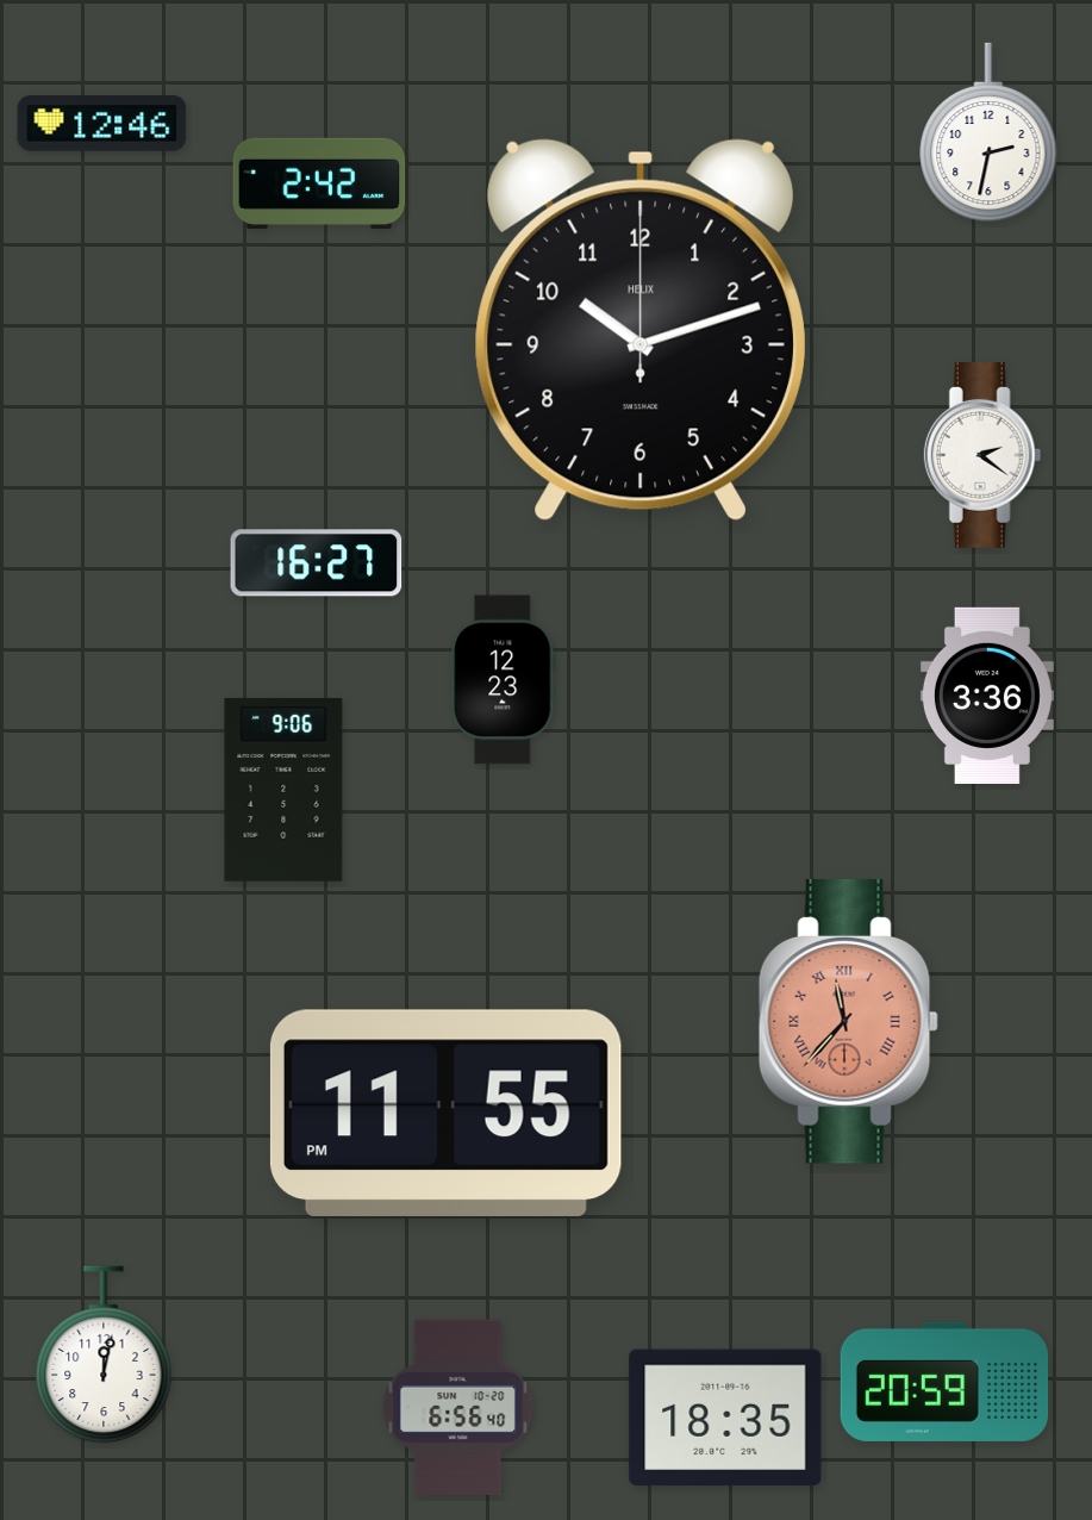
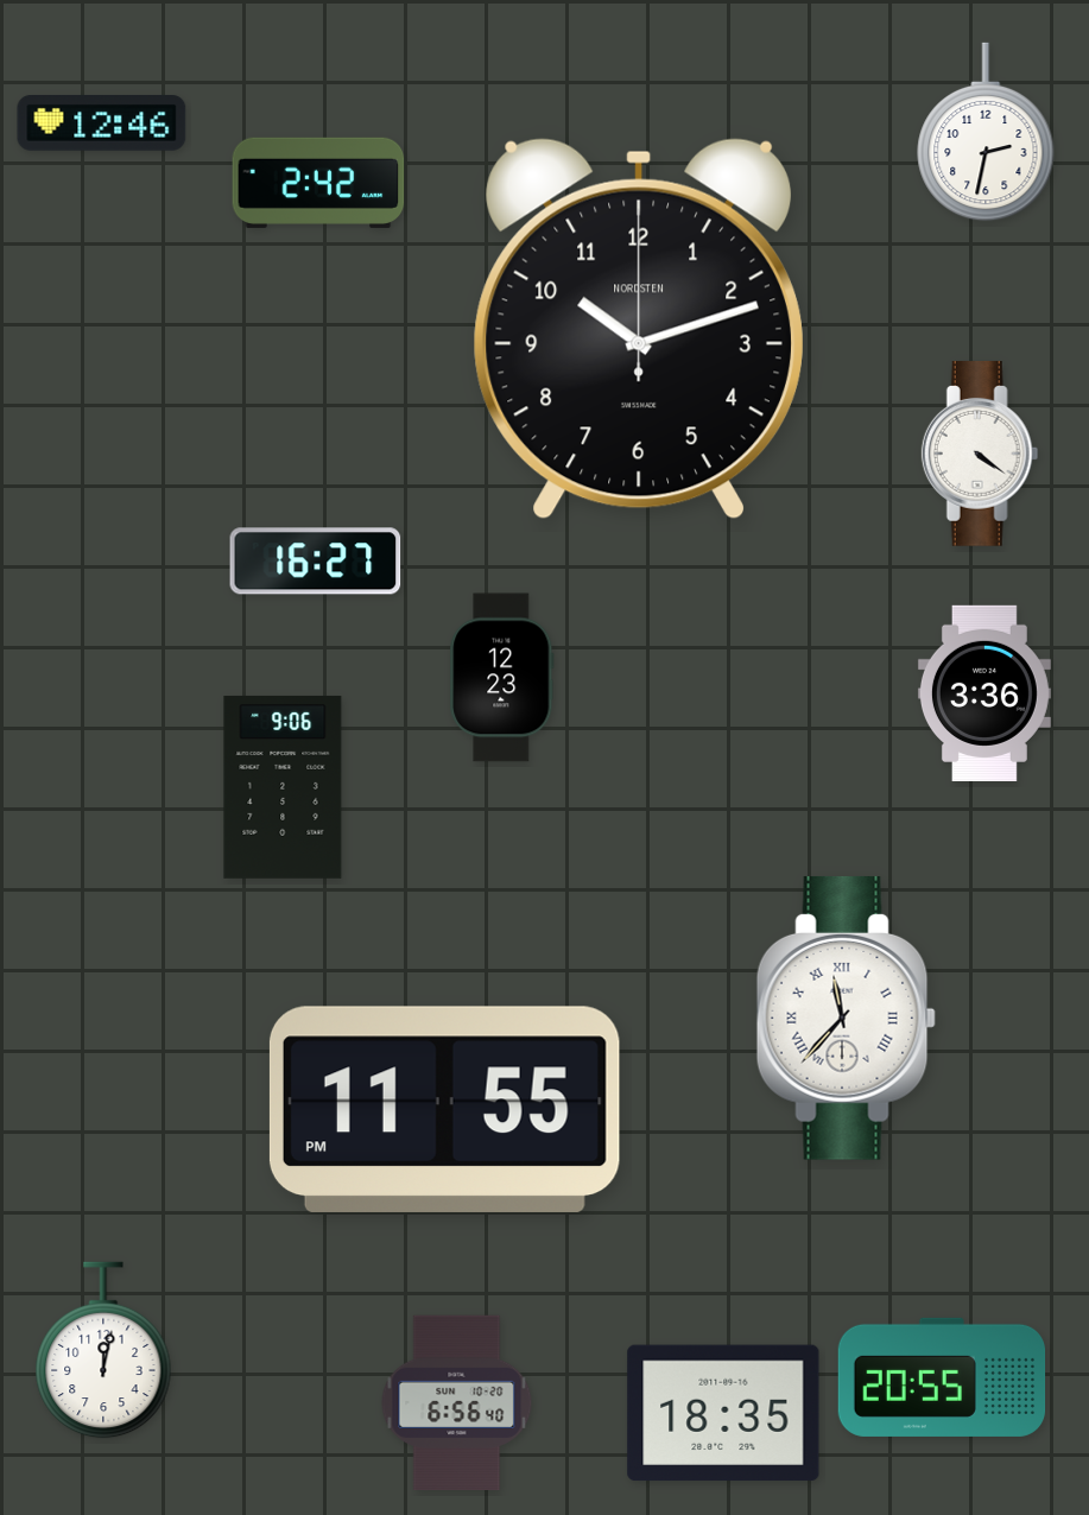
clock at (641, 330) brand: HELIX -> NORDSTEN
clock at (982, 455): 2:21 -> 4:21
clock at (848, 1021) dial: salmon -> white
clock at (944, 1382): 20:59 -> 20:55
